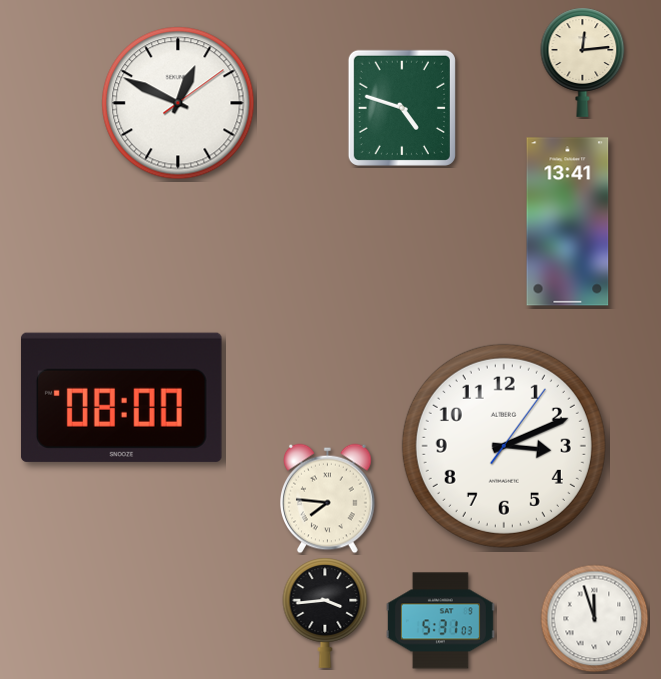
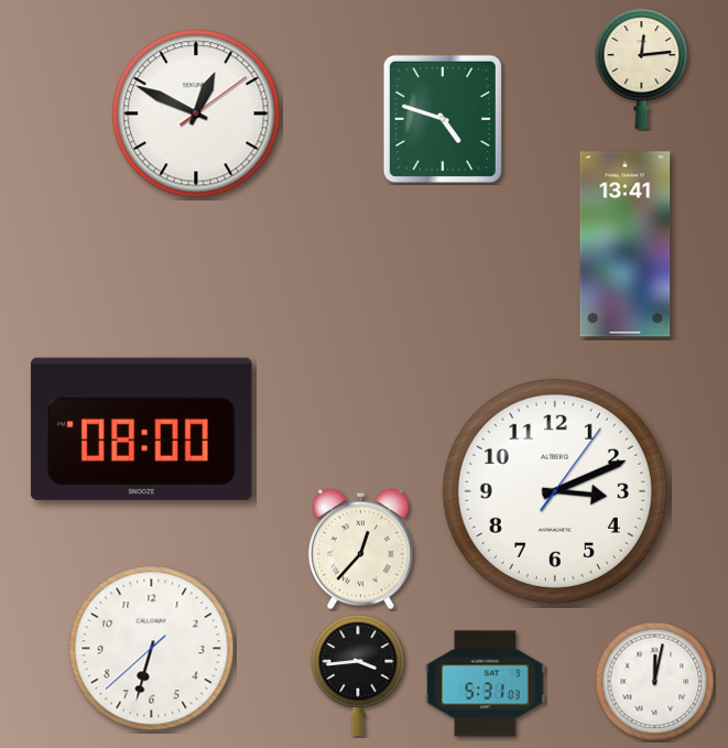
clock at (121, 397) position: (121, 397) -> (141, 429)
clock at (328, 499): 7:46 -> 12:37
clock at (152, 649): none -> 6:32
clock at (595, 619): 11:57 -> 12:02
